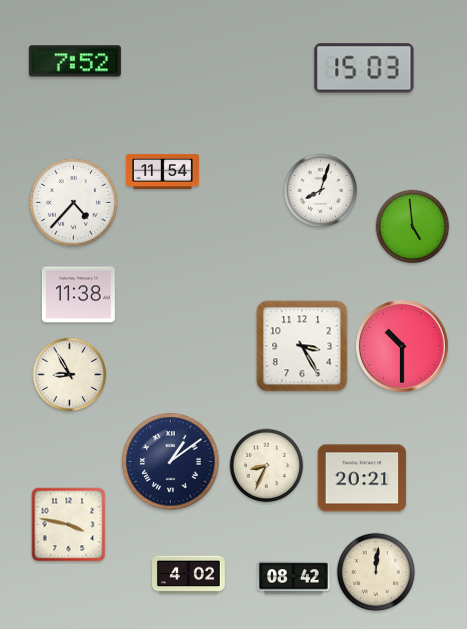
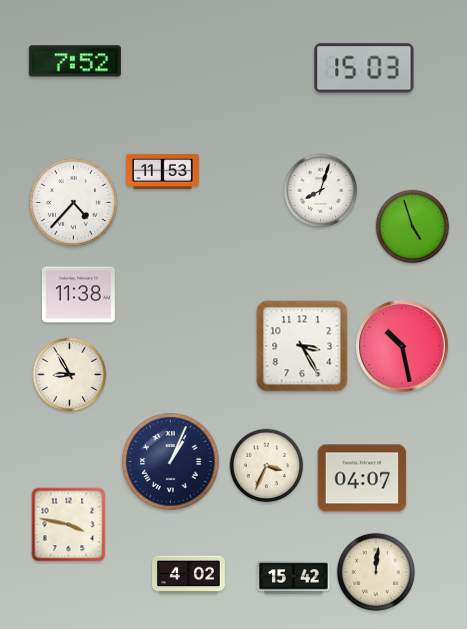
clock at (163, 171): 11:54 -> 11:53
clock at (413, 227): 4:59 -> 4:57
clock at (403, 347): 10:30 -> 10:28
clock at (171, 462): 1:09 -> 1:04
clock at (267, 466): 8:34 -> 3:34
clock at (362, 478): 20:21 -> 04:07
clock at (294, 578): 08:42 -> 15:42
